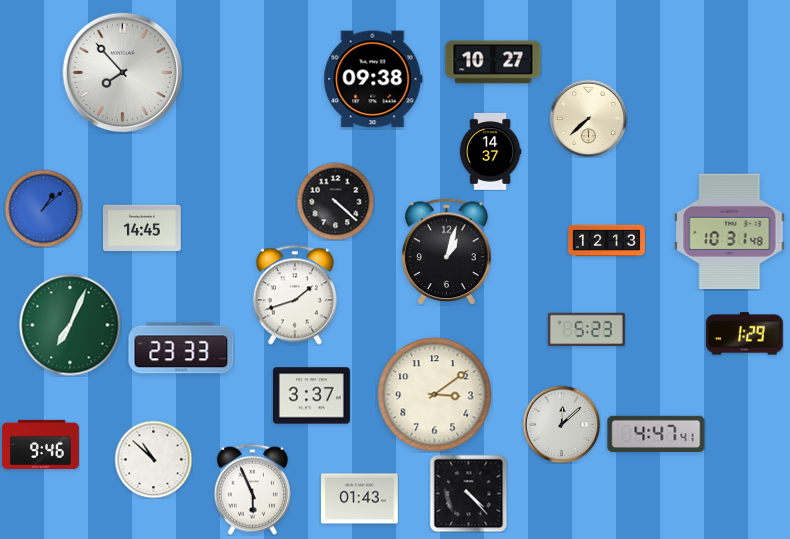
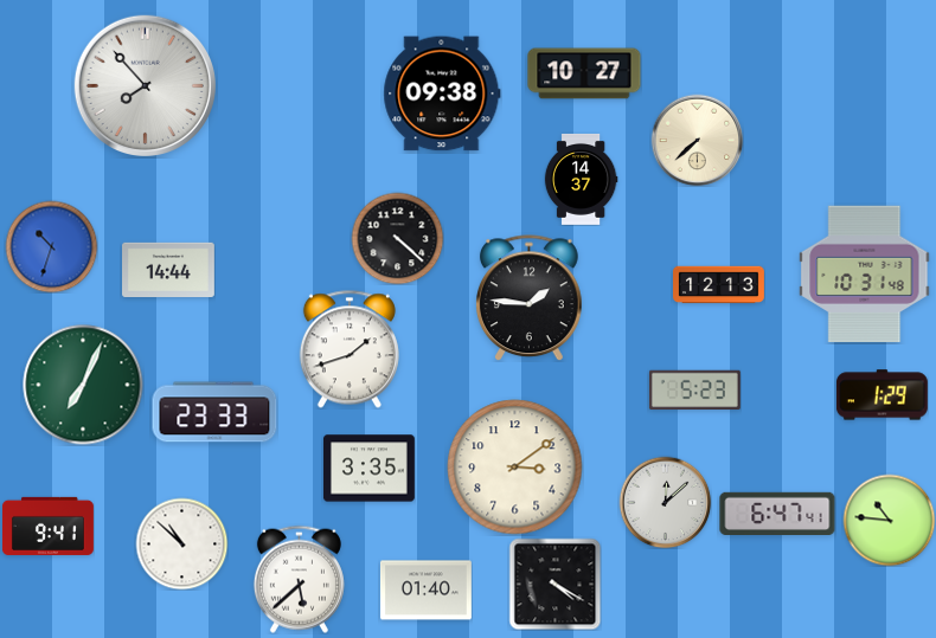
clock at (43, 208): 1:08 -> 10:33
clock at (143, 227): 14:45 -> 14:44
clock at (447, 252): 1:03 -> 1:46
clock at (311, 396): 3:37 -> 3:35
clock at (656, 433): 4:47 -> 6:47
clock at (889, 520): none -> 10:46
clock at (40, 444): 9:46 -> 9:41
clock at (252, 489): 5:56 -> 5:38
clock at (468, 493): 4:23 -> 4:20
clock at (359, 499): 01:43 -> 01:40
